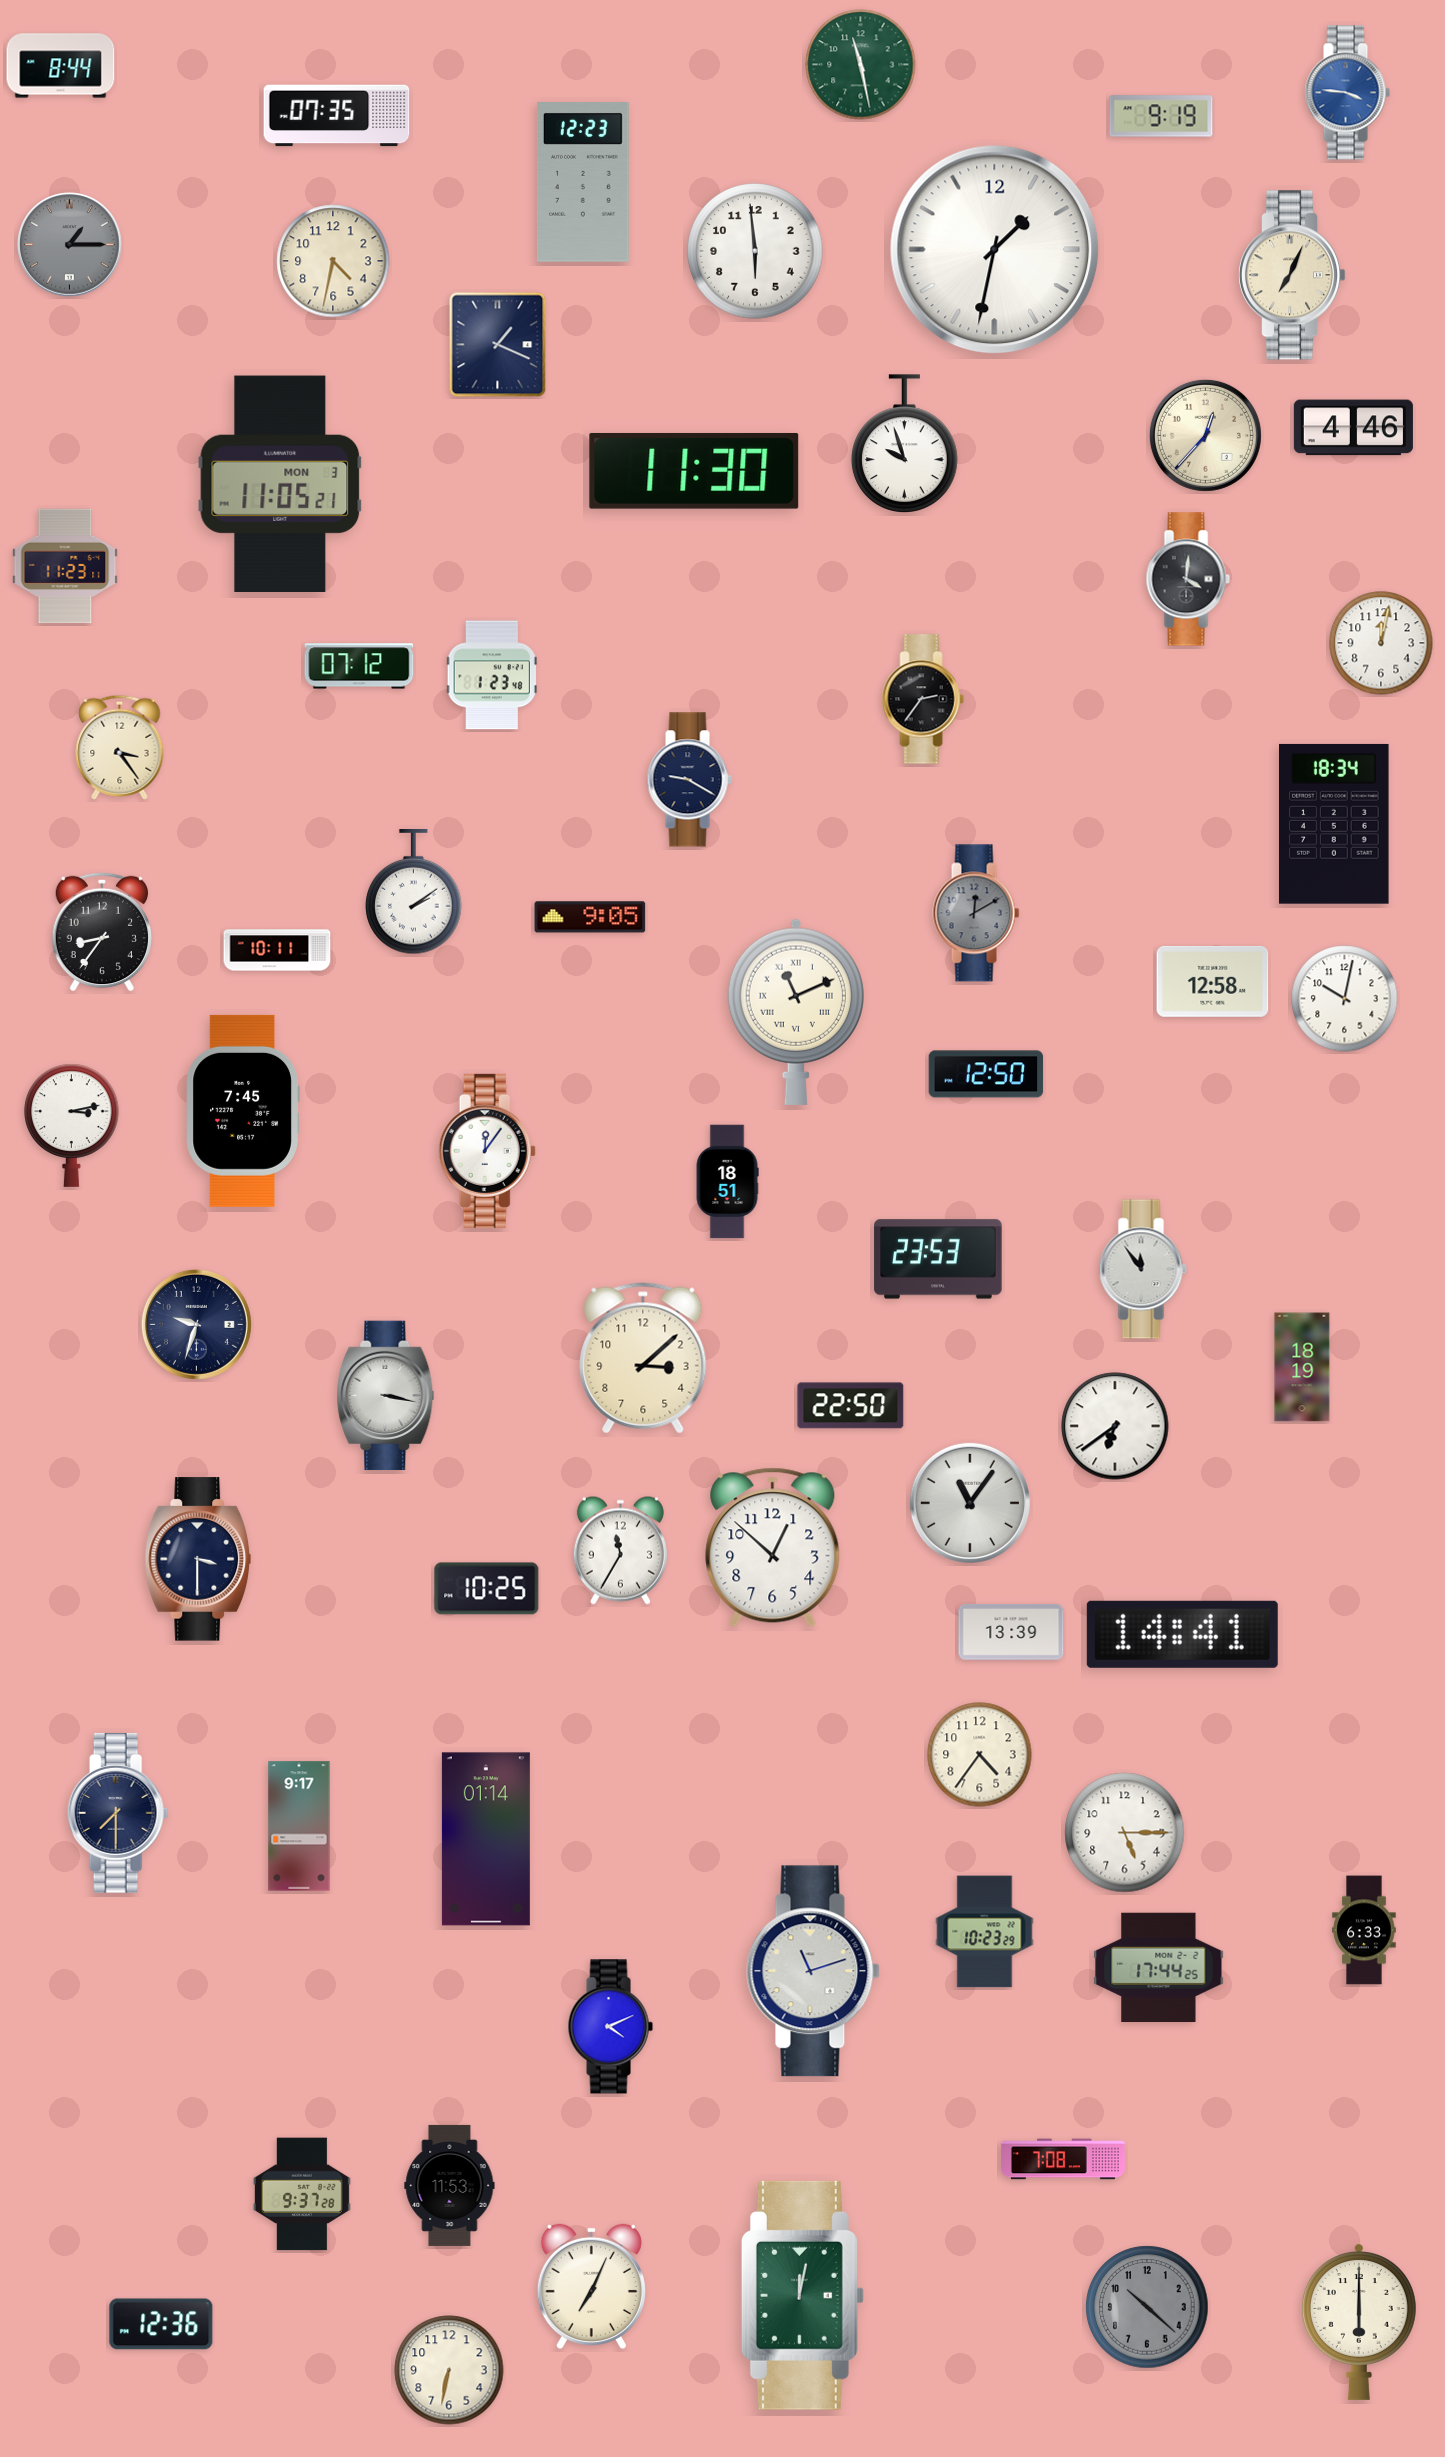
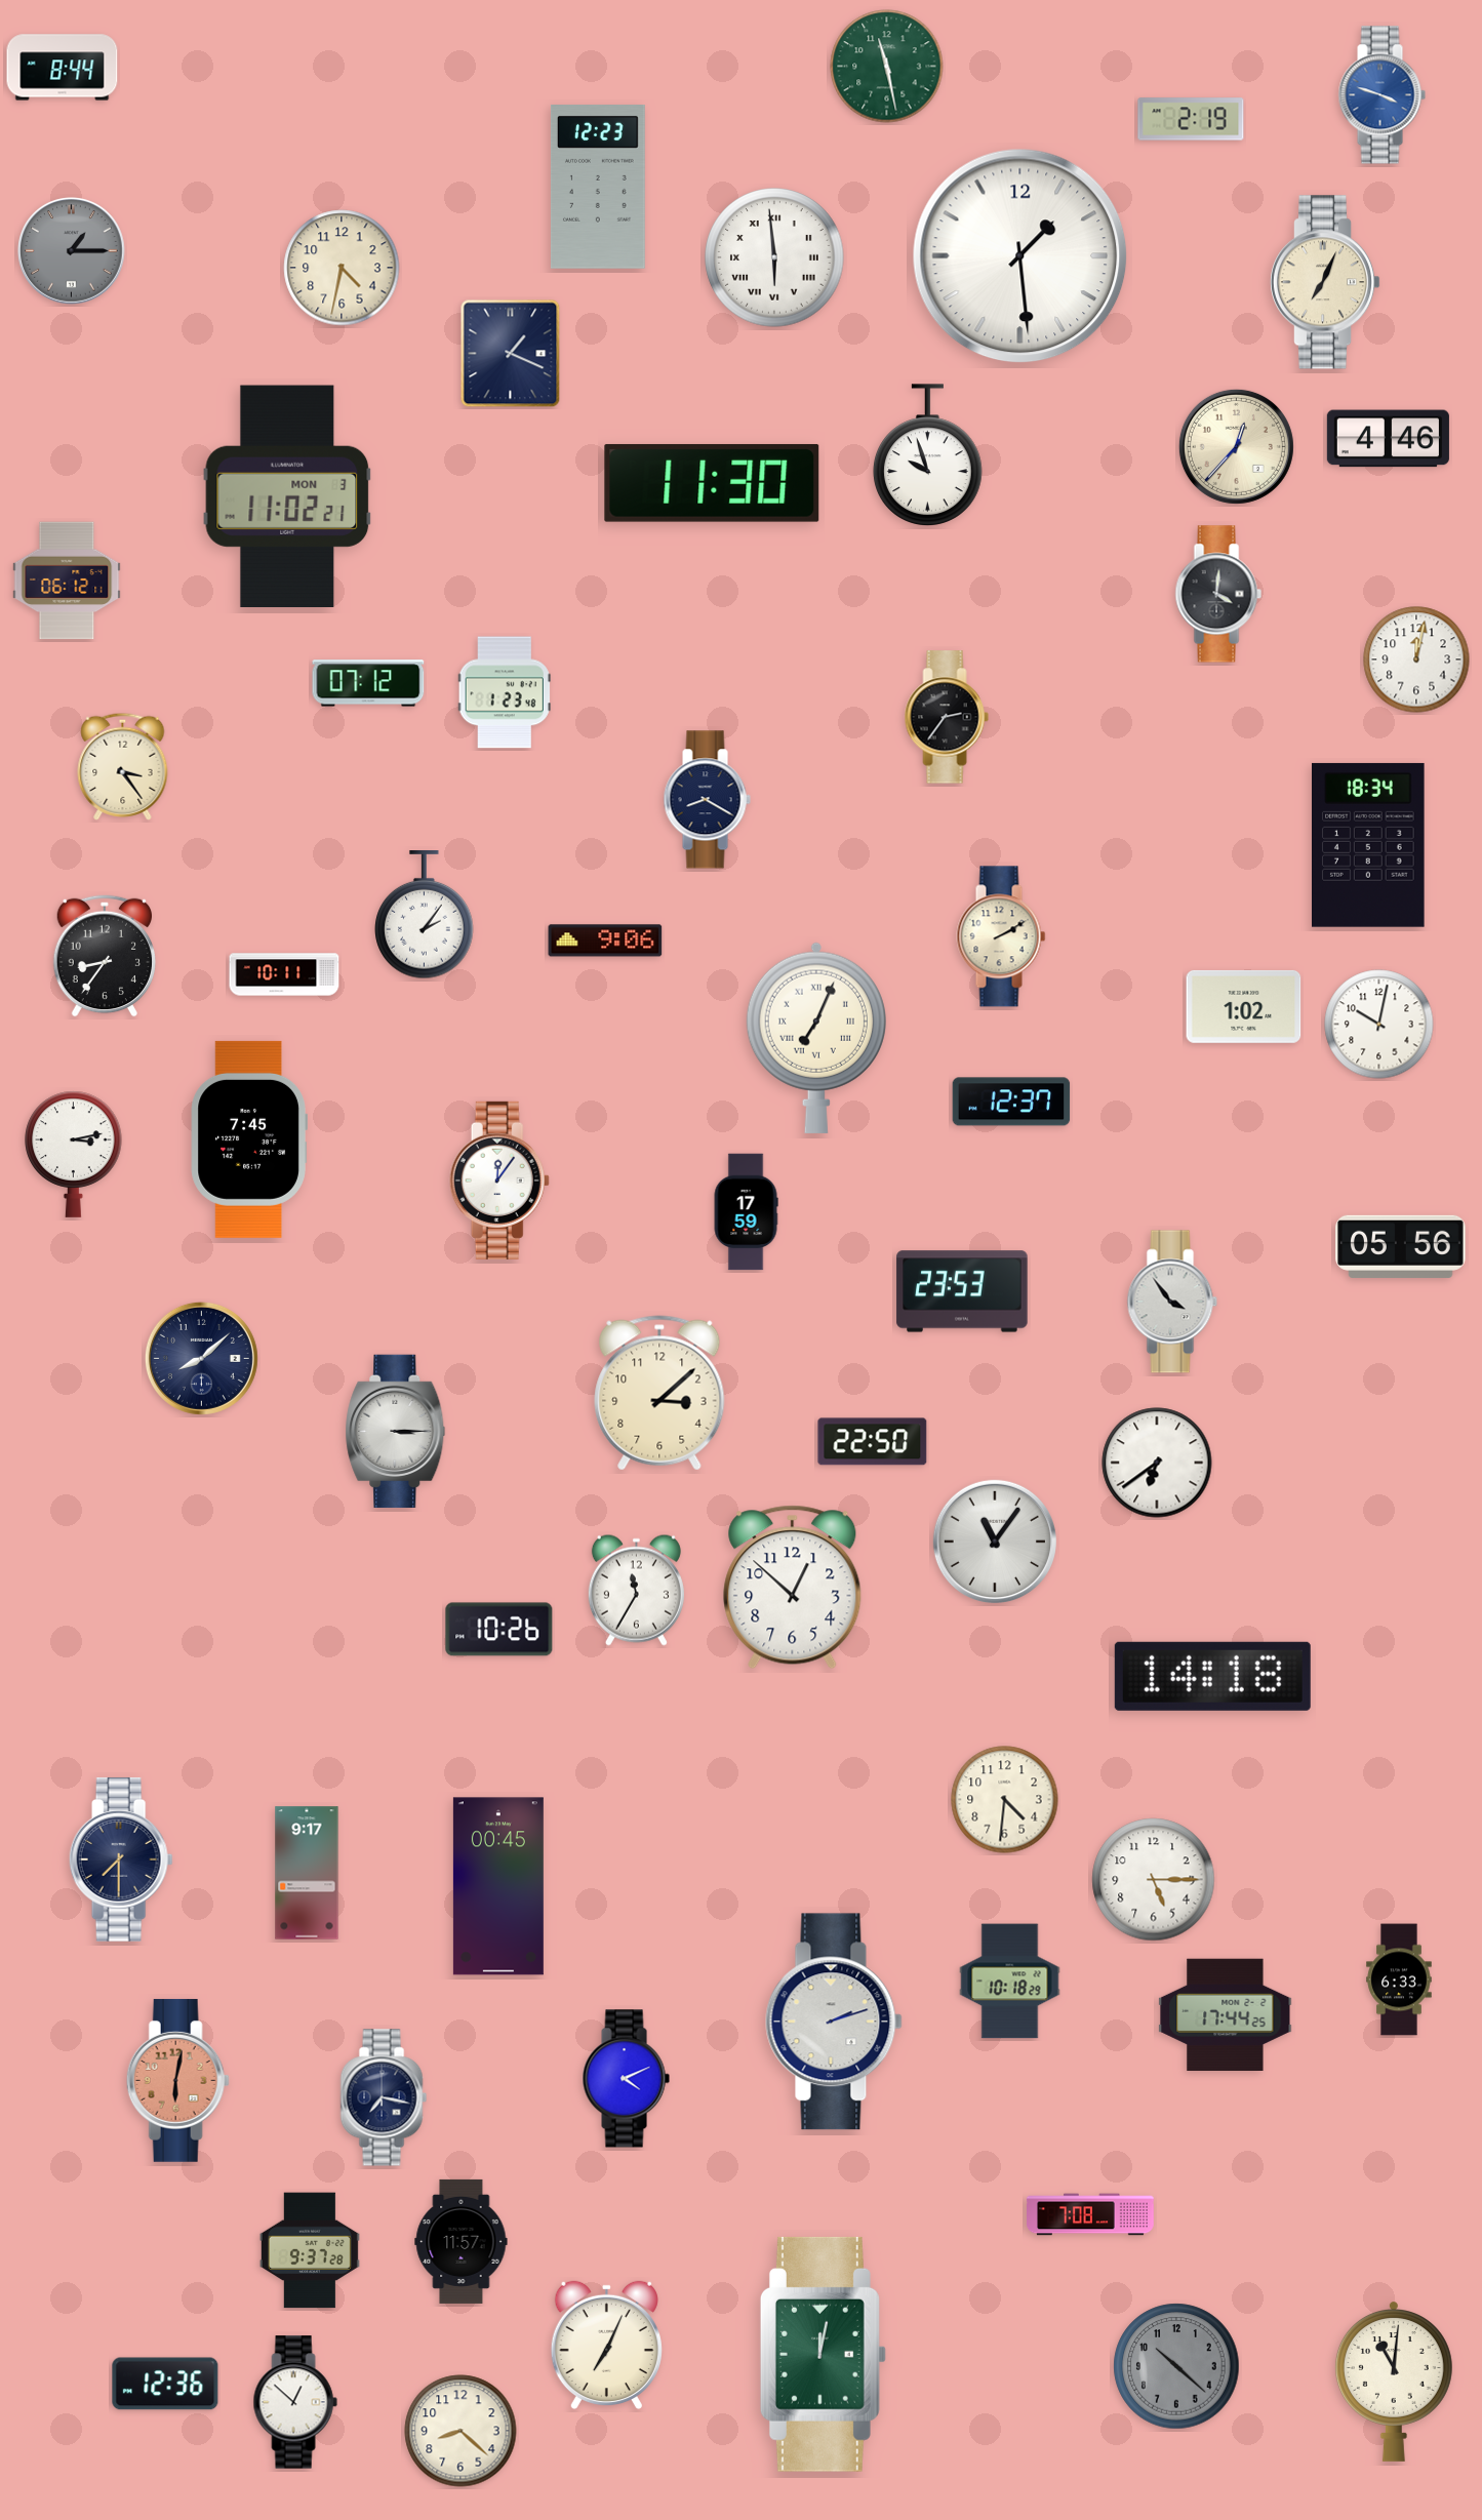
clock at (861, 65) position: (861, 65) -> (887, 67)
clock at (1347, 93): 3:46 -> 3:48
clock at (337, 116): 07:35 -> none
clock at (1161, 116): 9:19 -> 2:19
clock at (995, 250): 1:32 -> 1:29
clock at (755, 251) numerals: Arabic -> Roman
clock at (280, 483): 11:05 -> 11:02
clock at (65, 566): 11:23 -> 06:12
clock at (689, 780): 9:20 -> 8:20
clock at (414, 893): 2:09 -> 2:06
clock at (976, 913): 12:10 -> 2:10
clock at (976, 913) dial: grey -> cream
clock at (590, 917): 9:05 -> 9:06
clock at (1213, 981): 12:58 -> 1:02
clock at (796, 1012): 11:11 -> 7:04
clock at (986, 1074): 12:50 -> 12:37
clock at (727, 1182): 18:51 -> 17:59
clock at (1401, 1246): none -> 05:56
clock at (1143, 1269): 11:54 -> 3:54
clock at (196, 1324): 9:33 -> 8:08
clock at (1302, 1367): 18:19 -> none
clock at (386, 1396): 3:17 -> 3:15
clock at (1115, 1426) position: (1115, 1426) -> (1157, 1463)
clock at (198, 1559): 3:30 -> none
clock at (487, 1589): 10:25 -> 10:26
clock at (1011, 1633): 13:39 -> none
clock at (1182, 1634): 14:41 -> 14:18
clock at (980, 1755): 4:36 -> 4:31
clock at (486, 1839): 01:14 -> 00:45
clock at (985, 1932): 10:23 -> 10:18
clock at (1159, 1967) position: (1159, 1967) -> (1226, 2014)
clock at (813, 1971): 11:12 -> 2:12
clock at (177, 2080): none -> 6:02
clock at (384, 2097): none -> 7:17
clock at (450, 2185): 11:53 -> 11:57
clock at (1359, 2322): 6:00 -> 11:01
clock at (295, 2402): none -> 12:52
clock at (449, 2370): 6:32 -> 8:22
